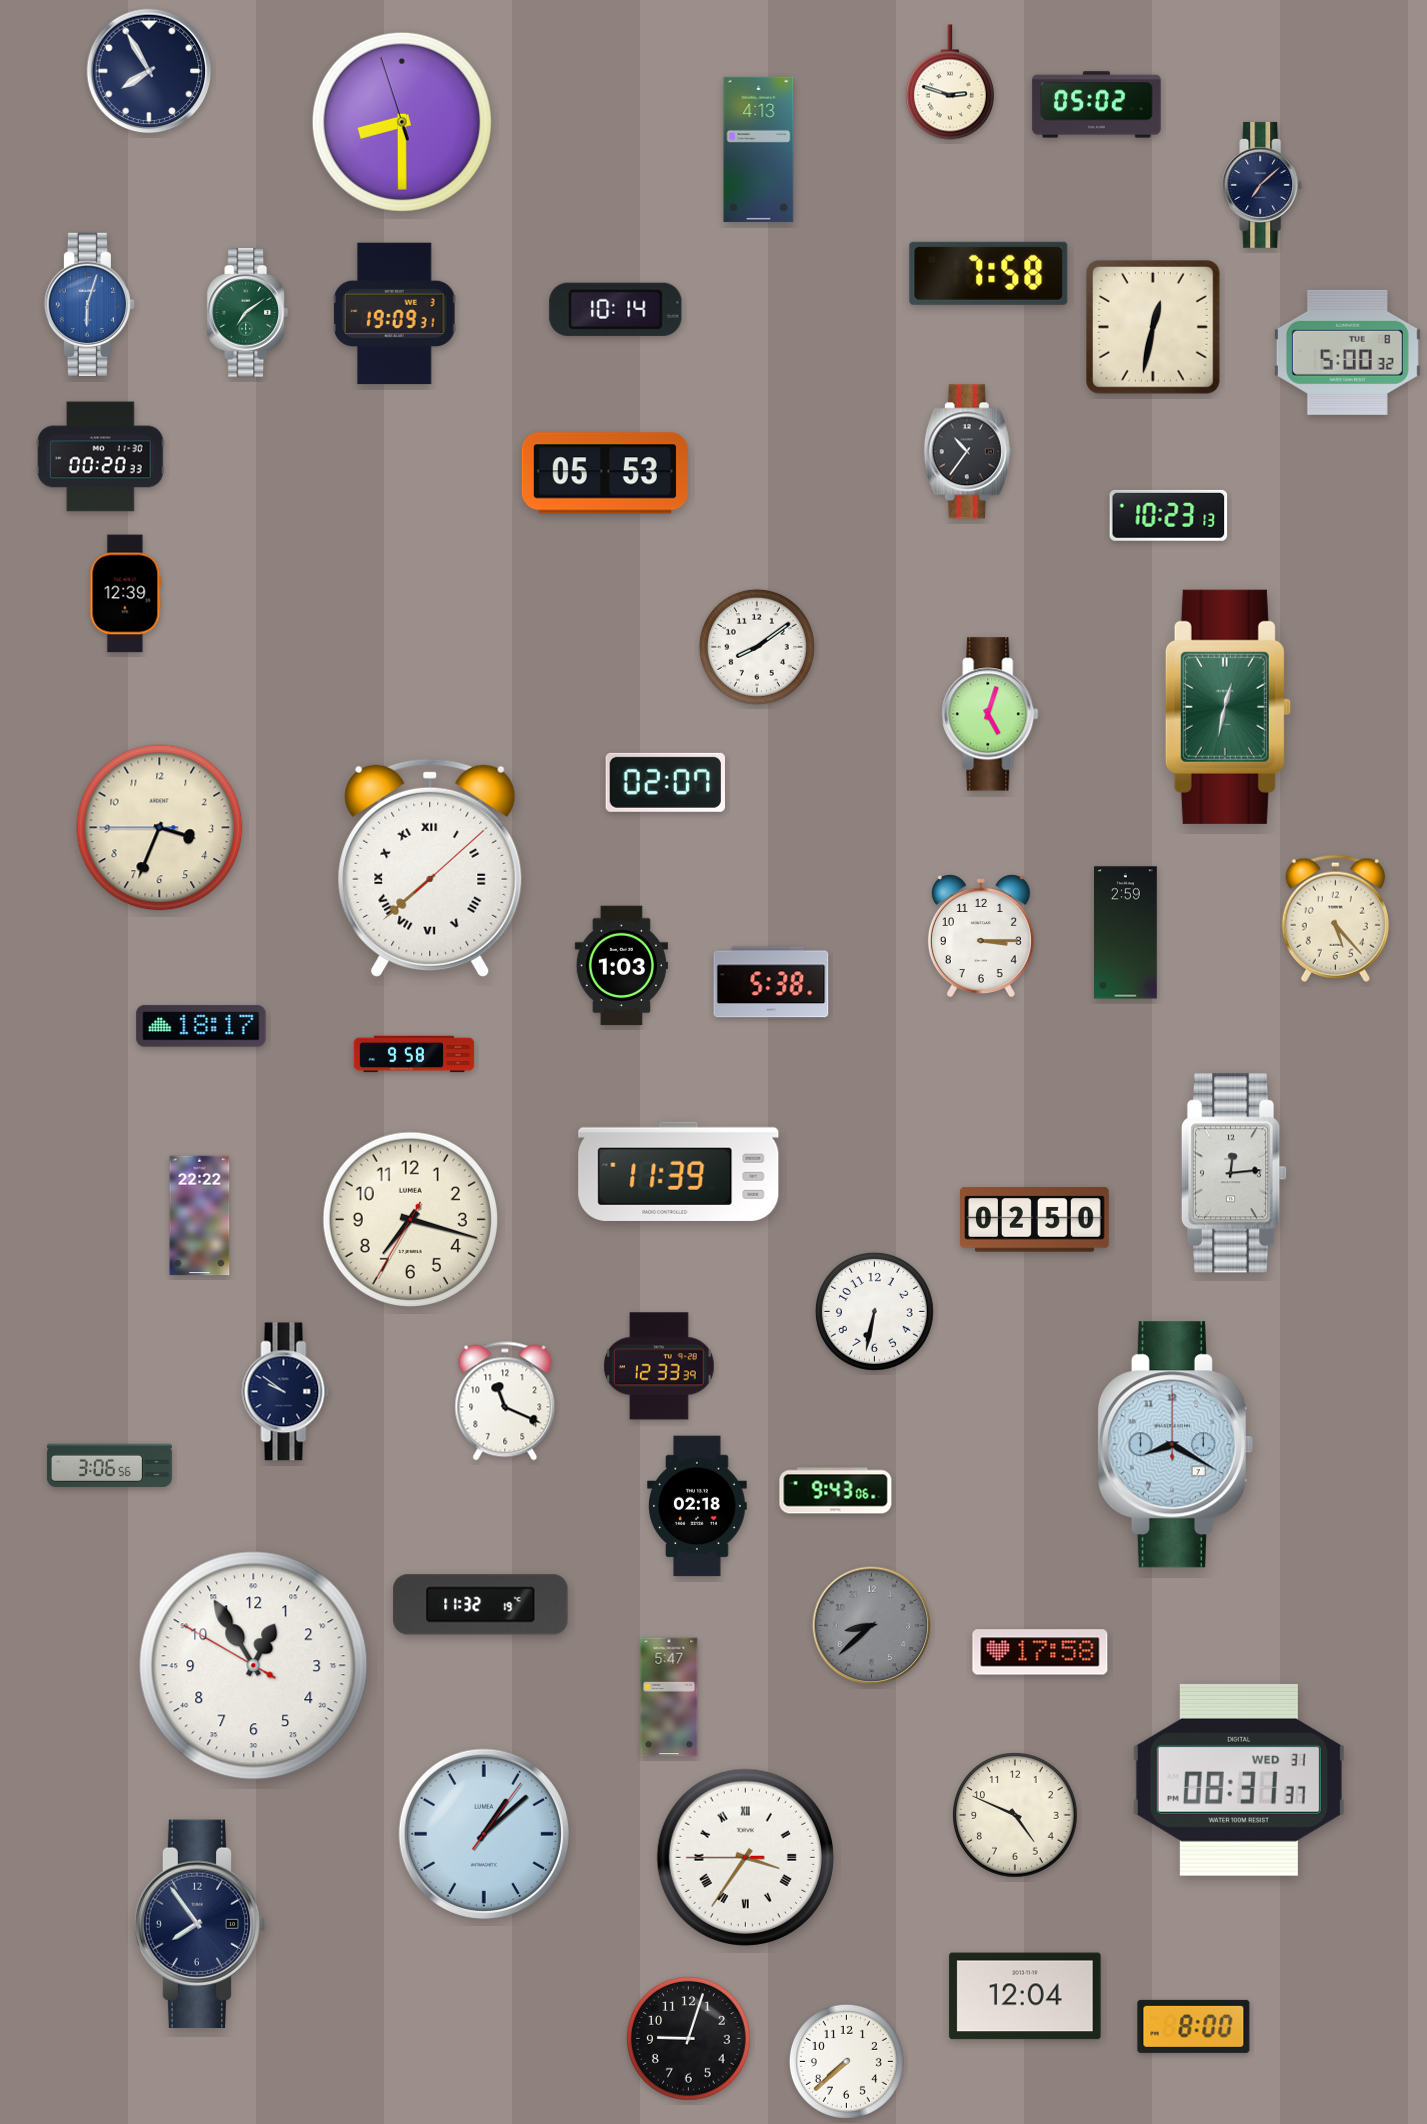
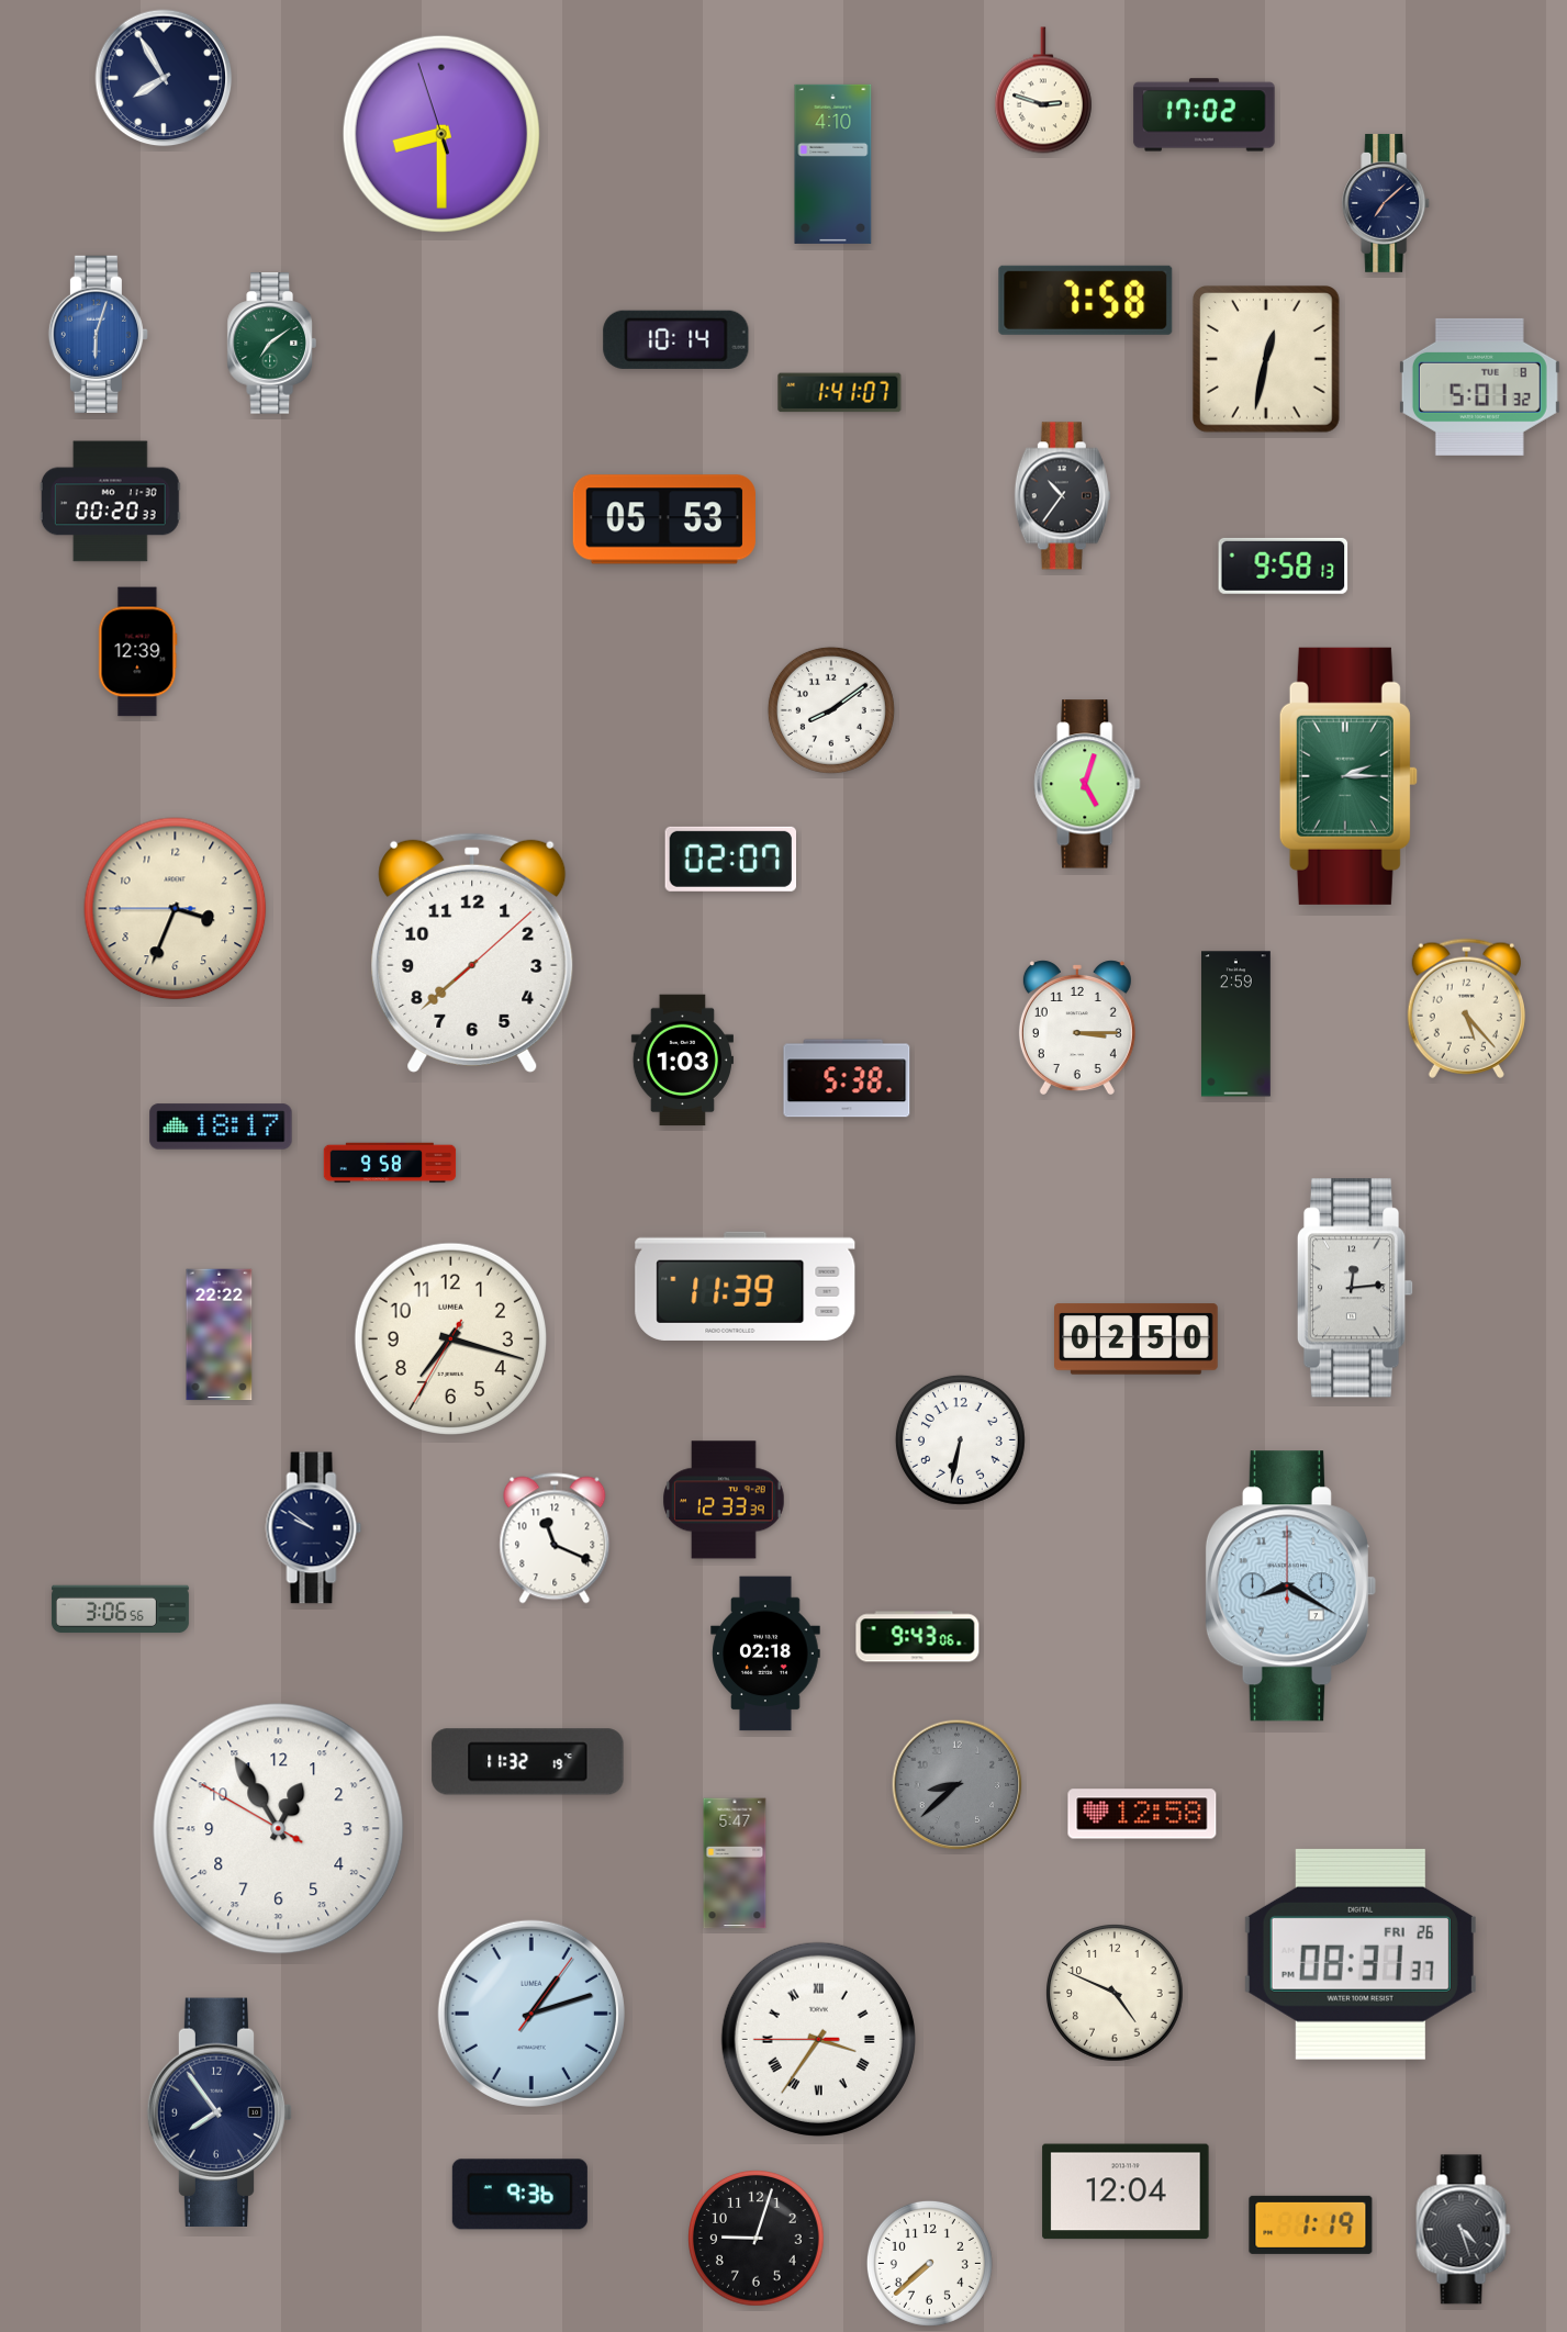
clock at (1097, 105): 05:02 -> 17:02
clock at (759, 149): 4:13 -> 4:10
clock at (394, 314): 19:09 -> none
clock at (1347, 352): 5:00 -> 5:01
clock at (840, 393): none -> 1:41
clock at (1169, 515): 10:23 -> 9:58
clock at (1228, 707): 12:32 -> 2:15
clock at (430, 868) numerals: Roman -> Arabic
clock at (414, 1054) position: (414, 1054) -> (390, 1163)
clock at (1040, 1652): 17:58 -> 12:58
clock at (1239, 1780) date: WED 31 -> FRI 26
clock at (484, 1834): 1:08 -> 1:12
clock at (519, 2195): none -> 9:36
clock at (1194, 2026): 8:00 -> 1:19
clock at (1464, 2230): none -> 4:27
